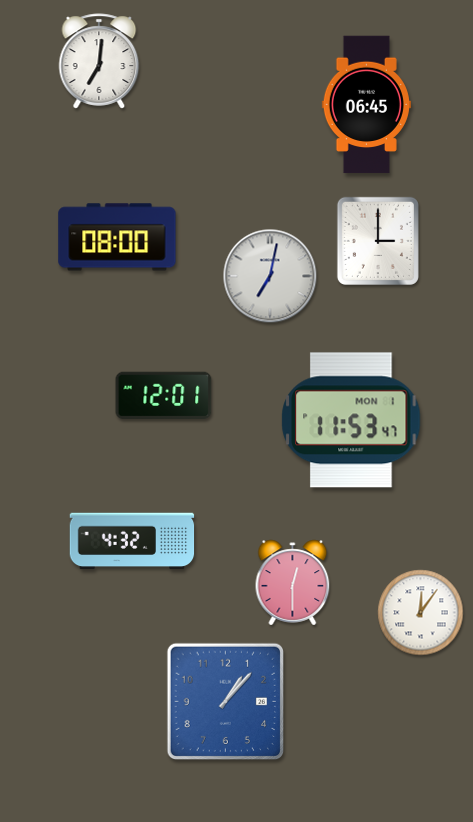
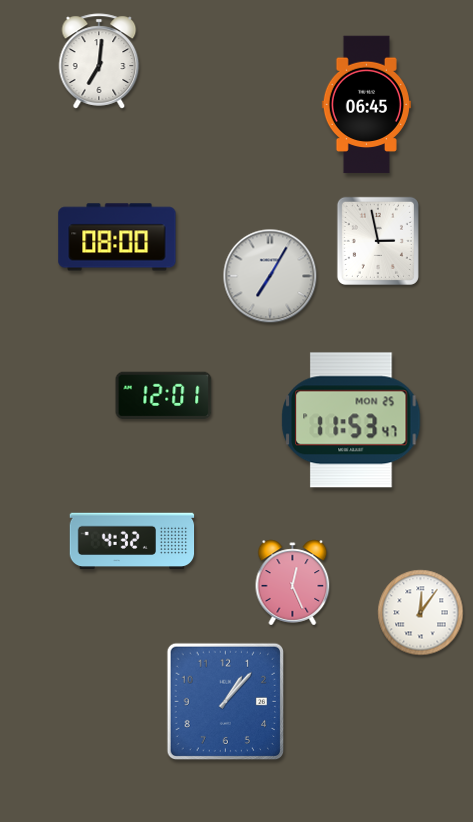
clock at (378, 241): 3:00 -> 2:58
clock at (270, 276): 7:02 -> 7:05
clock at (351, 420) date: MON 1 -> MON 25
clock at (293, 583): 12:30 -> 12:26
